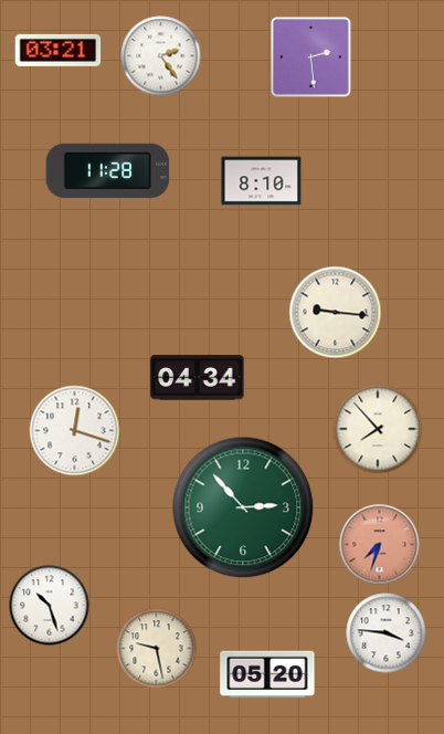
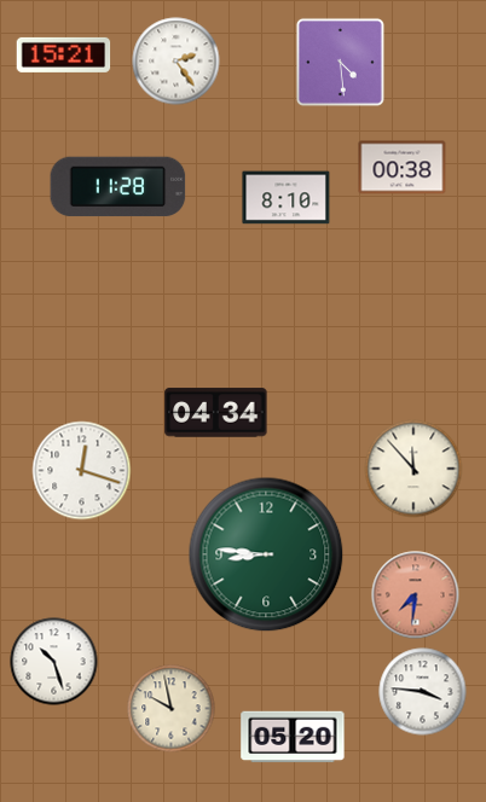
clock at (59, 50): 03:21 -> 15:21
clock at (310, 56): 2:29 -> 4:29
clock at (403, 168): none -> 00:38
clock at (336, 313): 9:16 -> none
clock at (378, 429): 7:53 -> 11:53
clock at (243, 507): 2:53 -> 8:46
clock at (380, 545): 7:33 -> 7:31
clock at (157, 649): 9:28 -> 9:58
